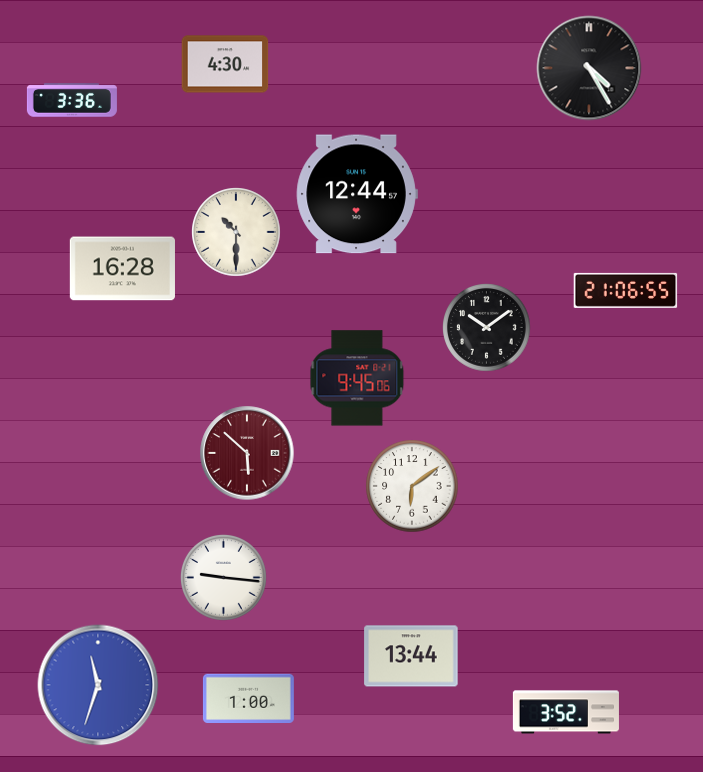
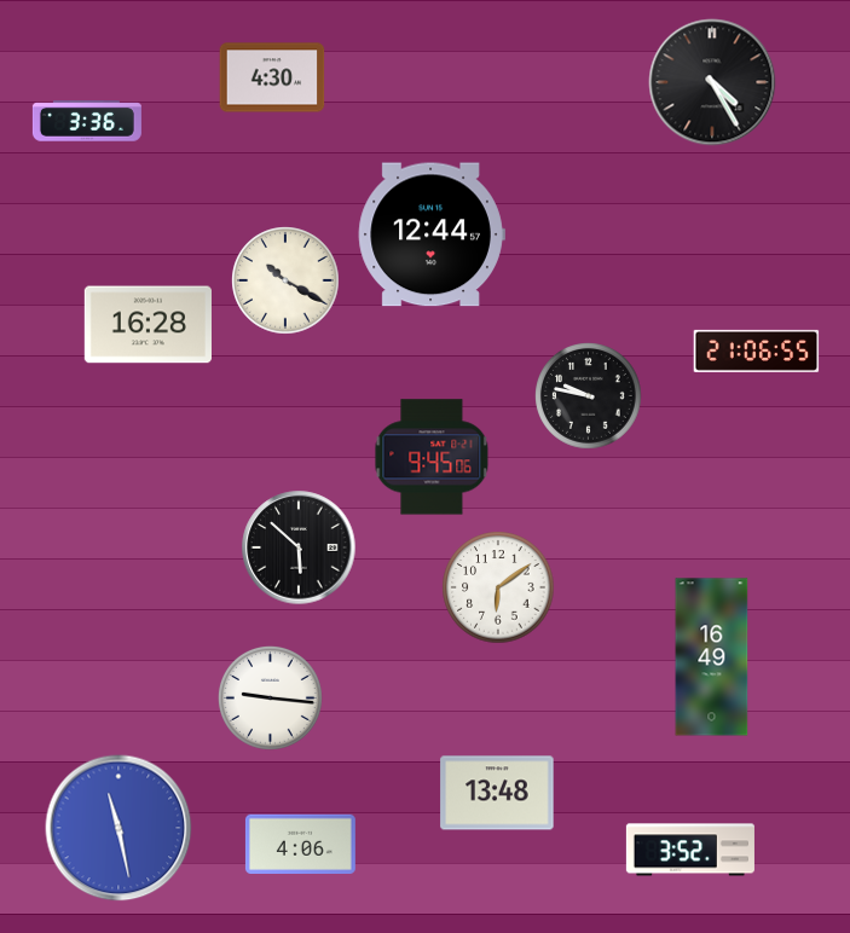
clock at (236, 232): 10:30 -> 10:20
clock at (487, 328): 10:09 -> 9:47
clock at (247, 453) dial: burgundy -> black
clock at (712, 657): none -> 16:49
clock at (411, 656): 13:44 -> 13:48
clock at (98, 685): 11:33 -> 11:28
clock at (248, 698): 1:00 -> 4:06
clock at (566, 712) position: (566, 712) -> (690, 850)
